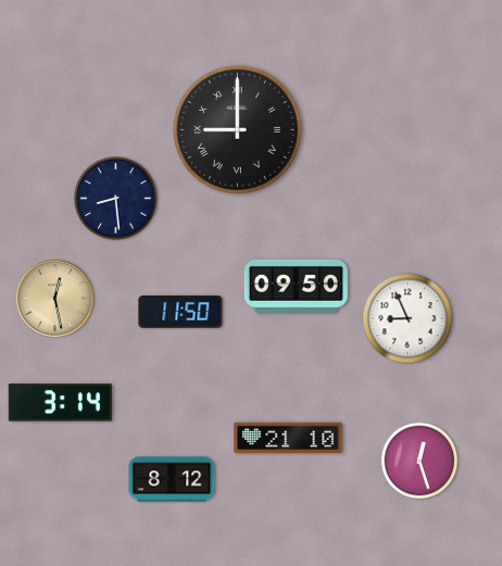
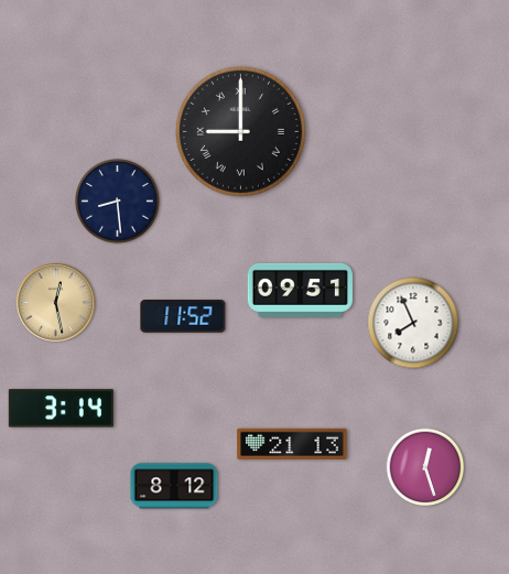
clock at (296, 286): 09:50 -> 09:51
clock at (180, 313): 11:50 -> 11:52
clock at (407, 318): 8:56 -> 7:56
clock at (288, 437): 21:10 -> 21:13
